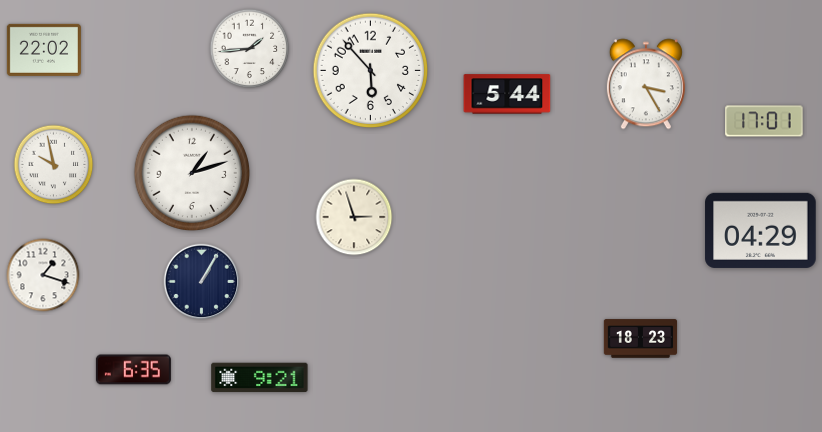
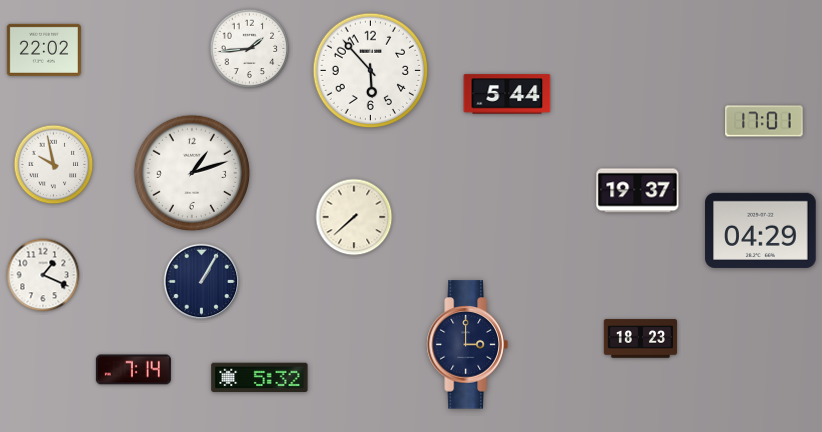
clock at (646, 84): 3:25 -> none
clock at (638, 191): none -> 19:37
clock at (354, 217): 2:57 -> 7:38
clock at (43, 275): 1:18 -> 1:19
clock at (467, 345): none -> 3:00
clock at (133, 370): 6:35 -> 7:14
clock at (260, 378): 9:21 -> 5:32
